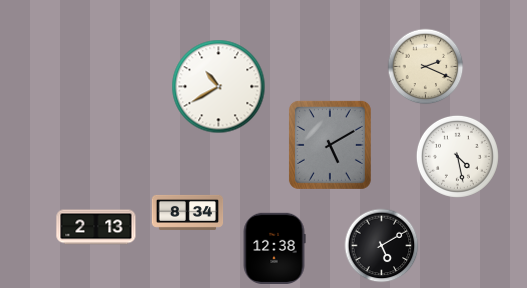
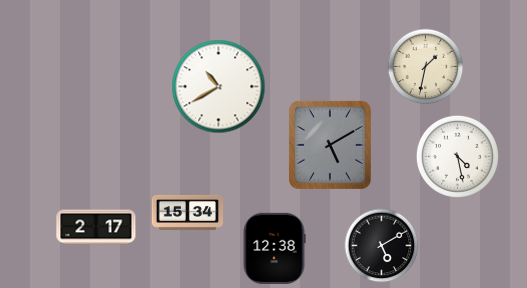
clock at (426, 67): 2:19 -> 1:32
clock at (188, 212): 8:34 -> 15:34
clock at (96, 227): 2:13 -> 2:17
